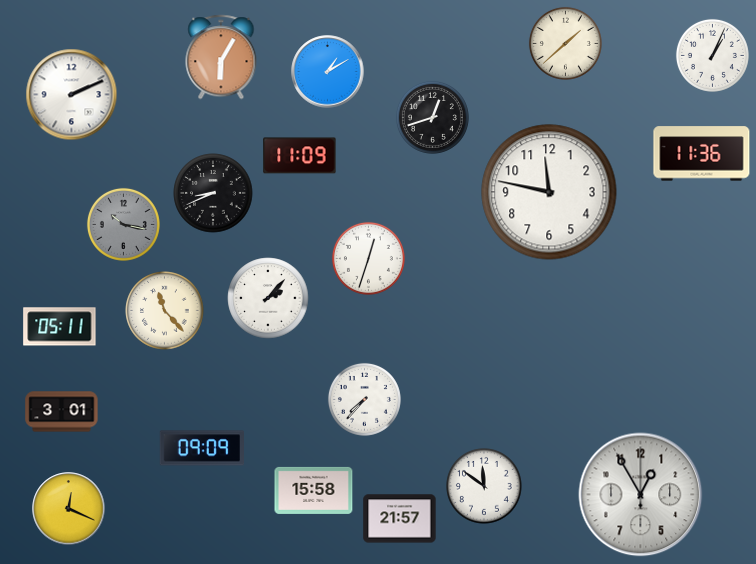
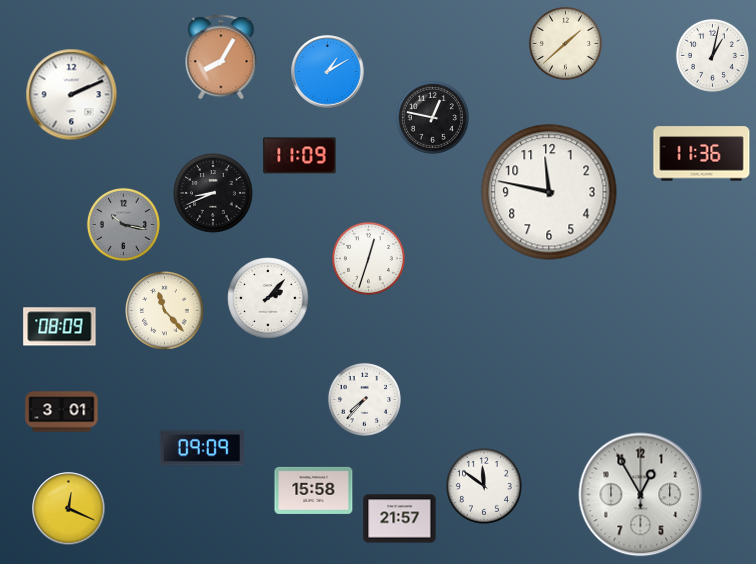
clock at (712, 55): 1:04 -> 1:02
clock at (221, 57): 6:05 -> 8:05
clock at (432, 117): 12:42 -> 12:47
clock at (60, 327): 05:11 -> 08:09
